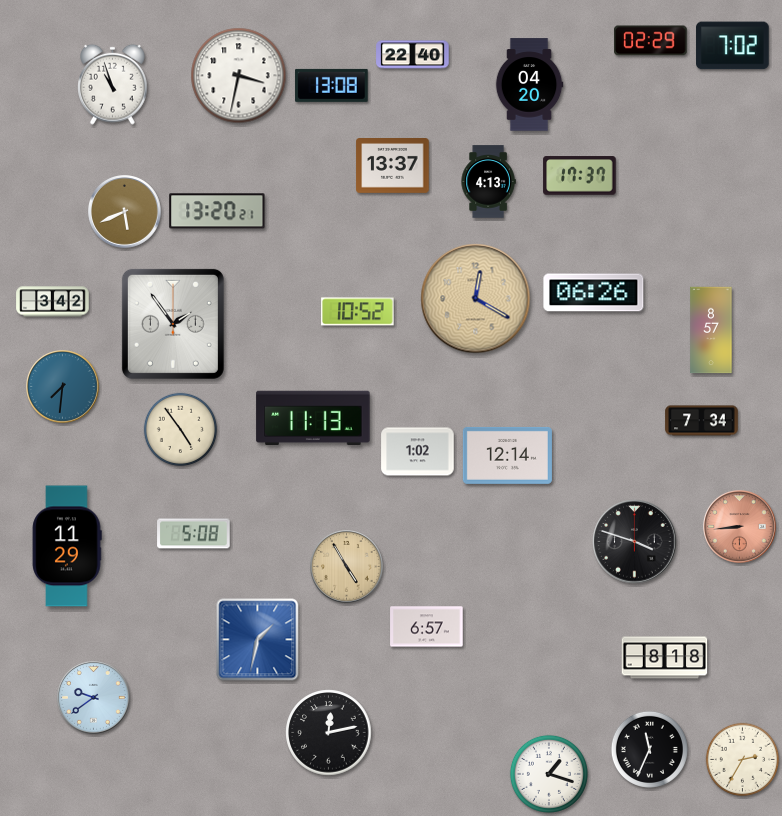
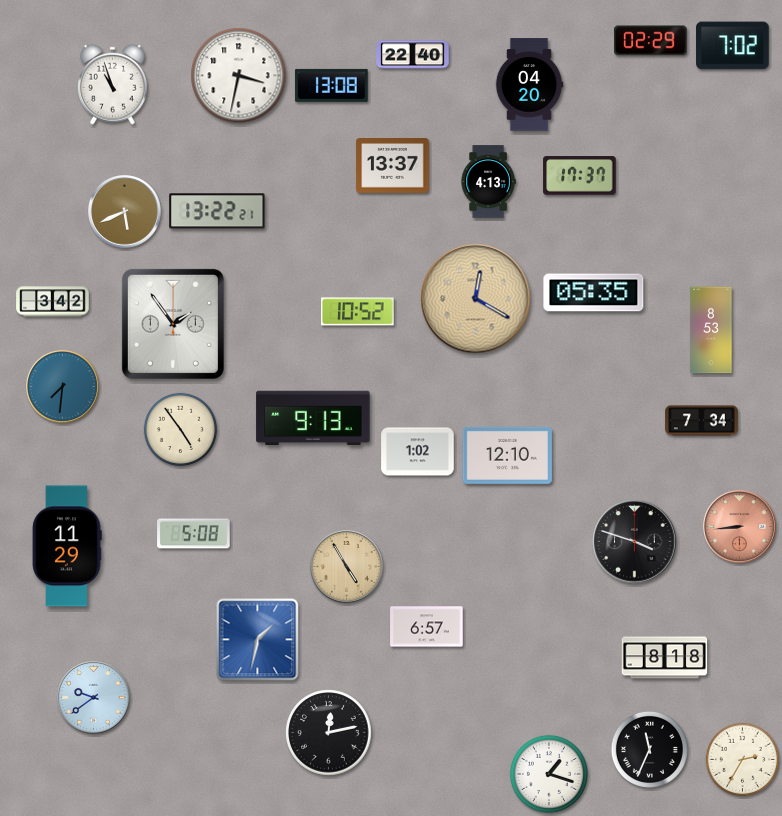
clock at (217, 211): 13:20 -> 13:22
clock at (594, 293): 06:26 -> 05:35
clock at (711, 330): 8:57 -> 8:53
clock at (313, 417): 11:13 -> 9:13
clock at (507, 455): 12:14 -> 12:10
